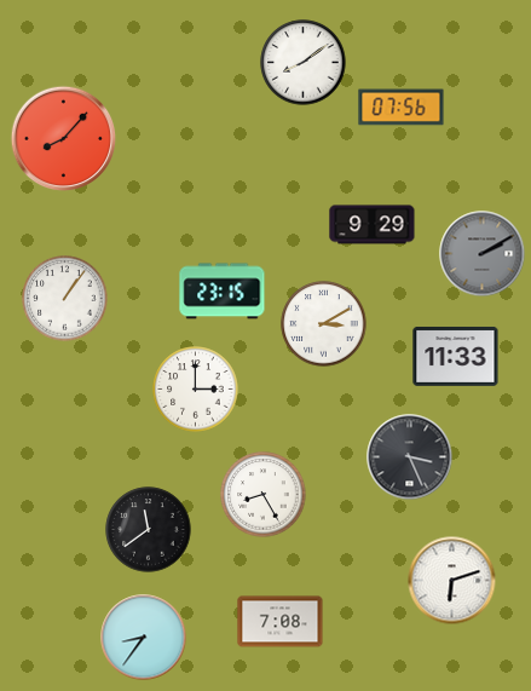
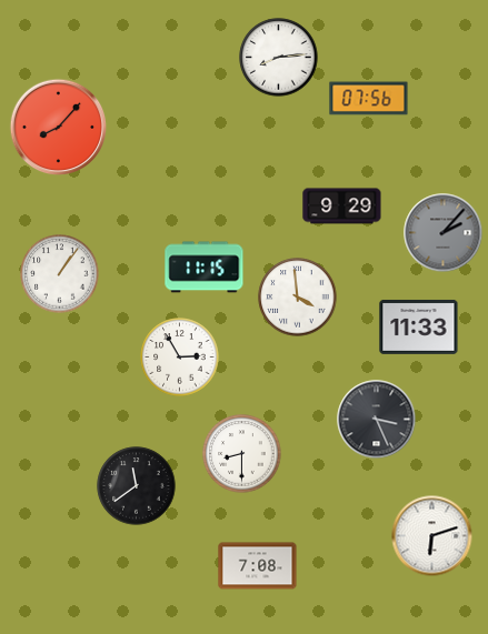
clock at (304, 63): 8:09 -> 8:14
clock at (483, 254): 2:10 -> 2:07
clock at (223, 292): 23:15 -> 11:15
clock at (324, 324): 3:10 -> 3:59
clock at (196, 390): 3:00 -> 2:55
clock at (264, 495): 8:25 -> 8:30
clock at (452, 581) position: (452, 581) -> (432, 536)
clock at (281, 622) position: (281, 622) -> (258, 566)
clock at (144, 638): 8:36 -> none
